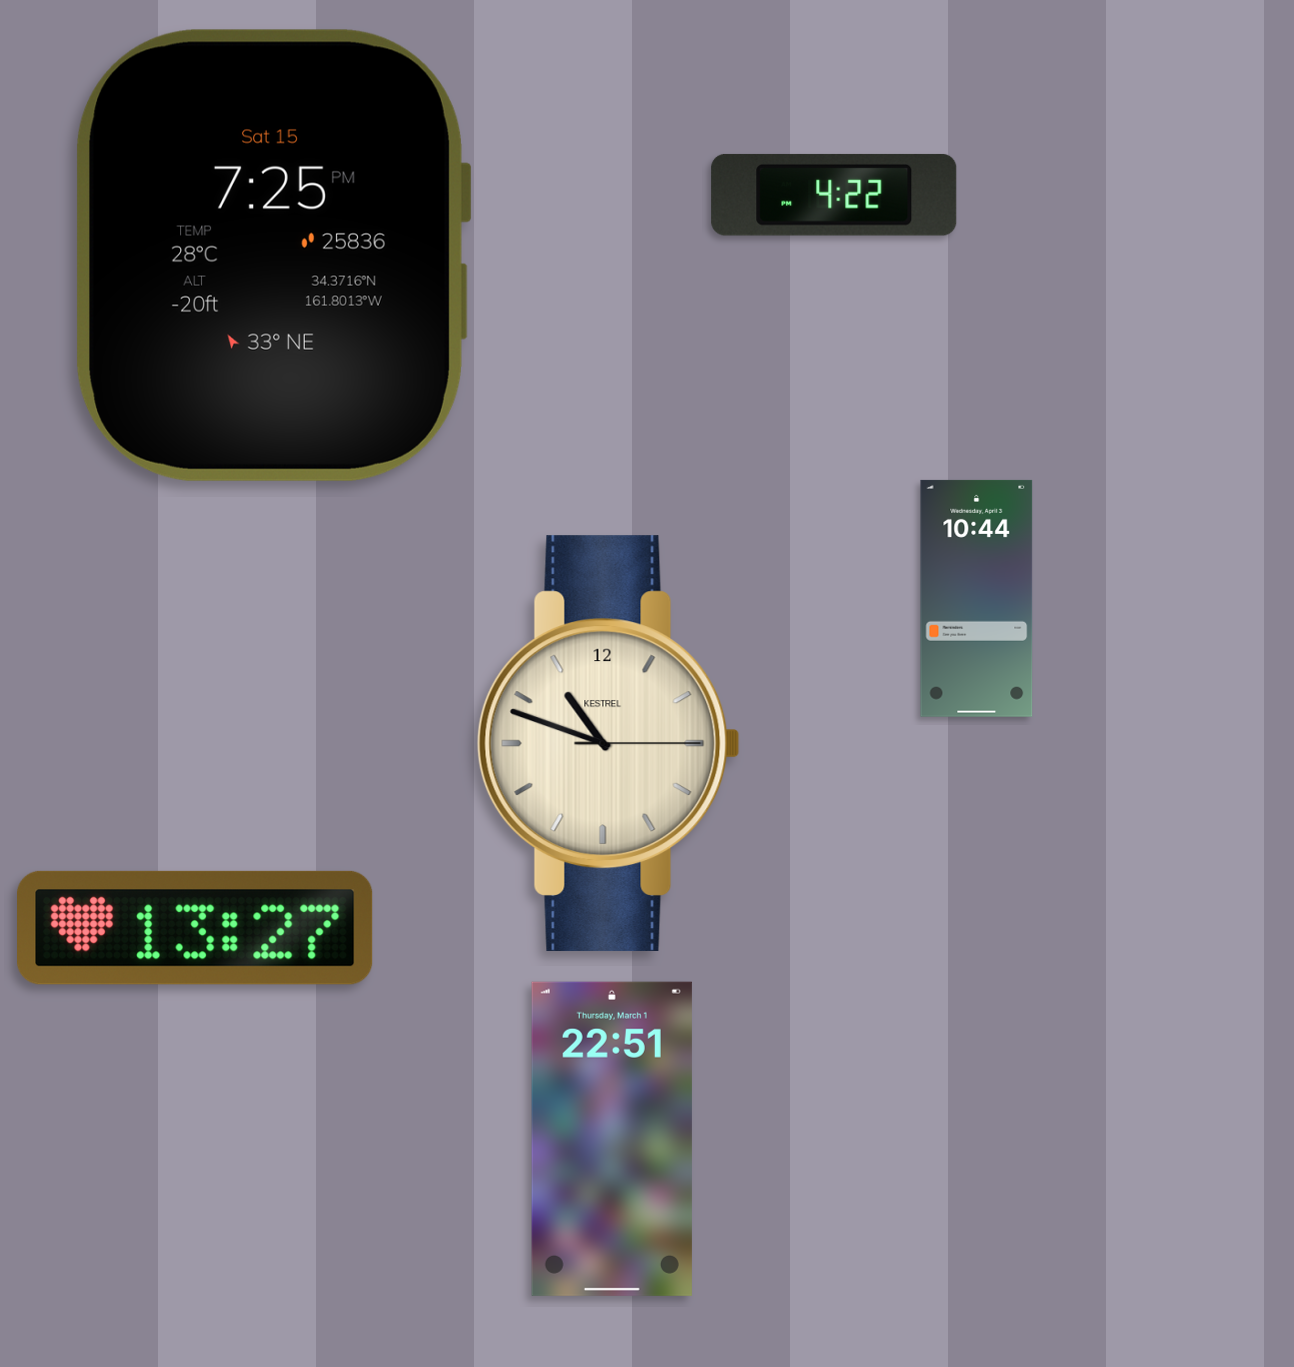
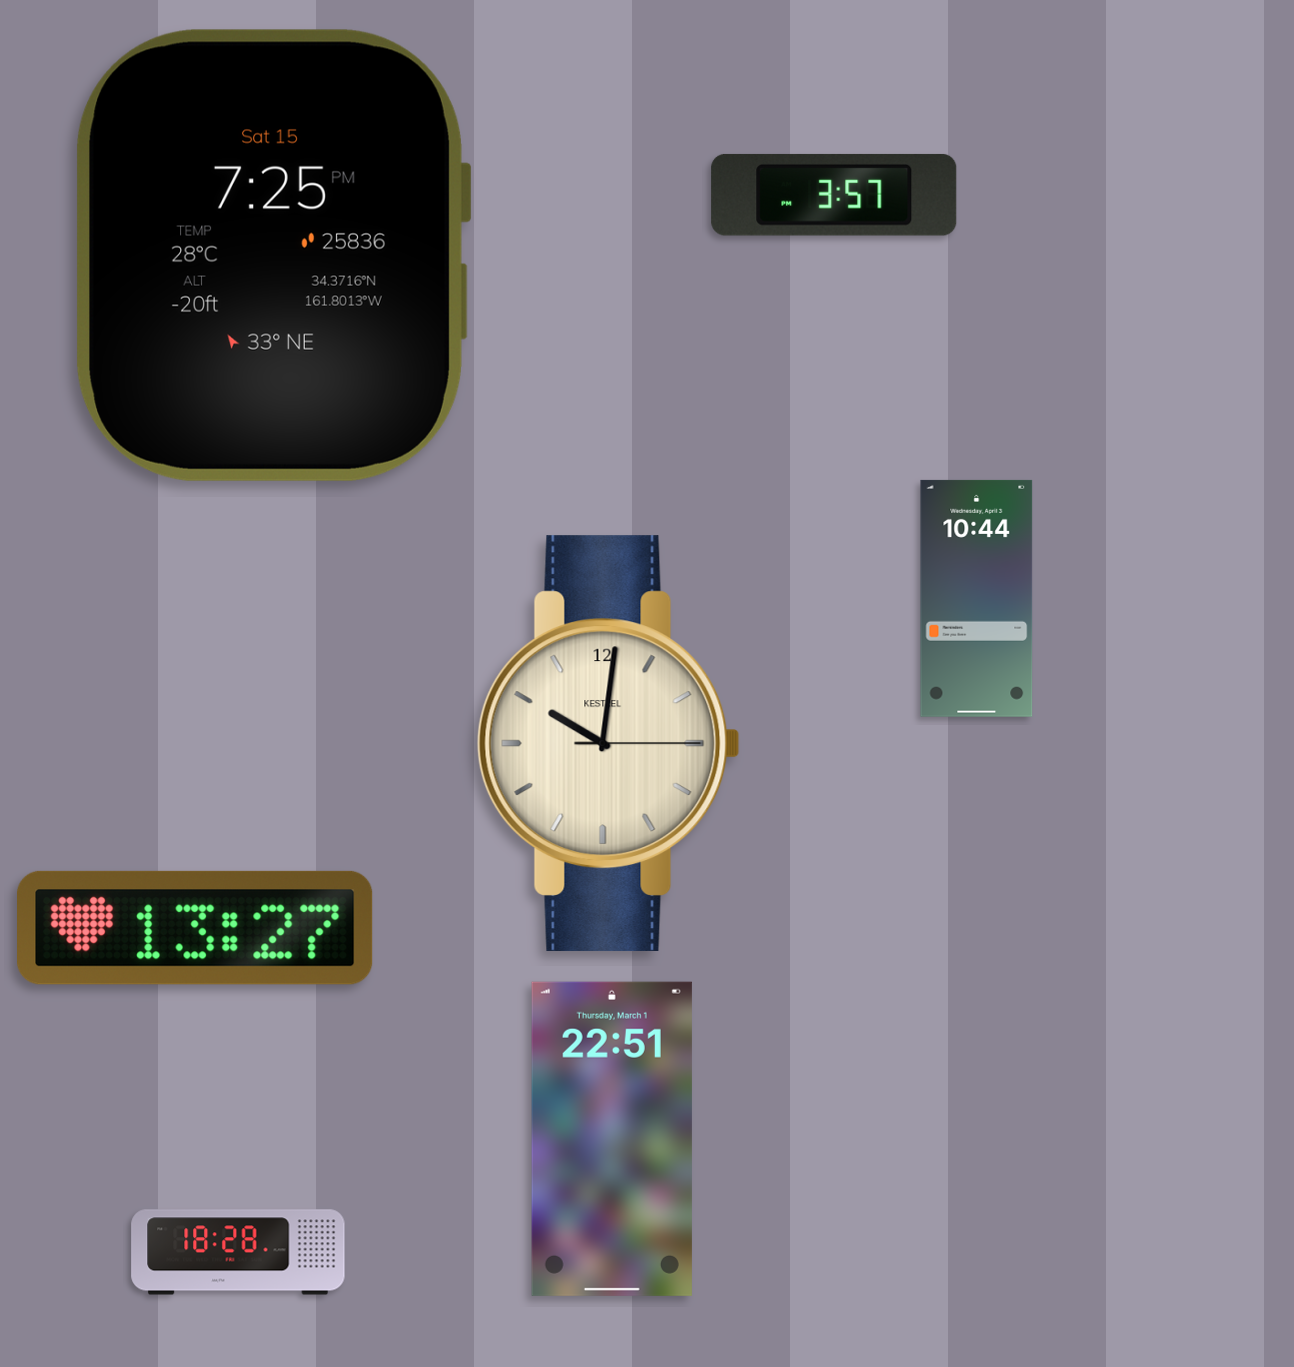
clock at (834, 195): 4:22 -> 3:57
clock at (608, 743): 10:48 -> 10:01
clock at (238, 1252): none -> 18:28
